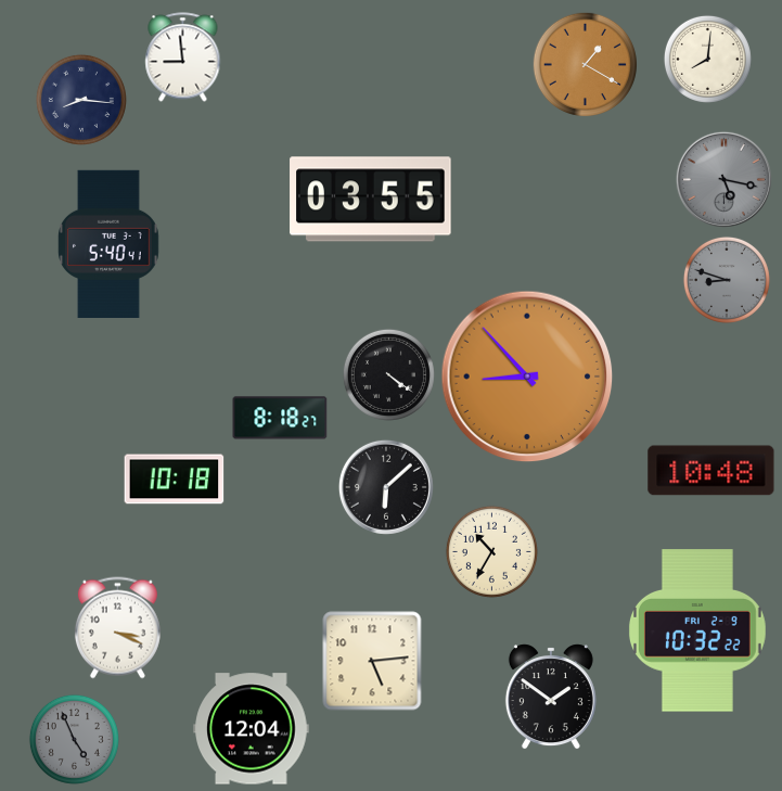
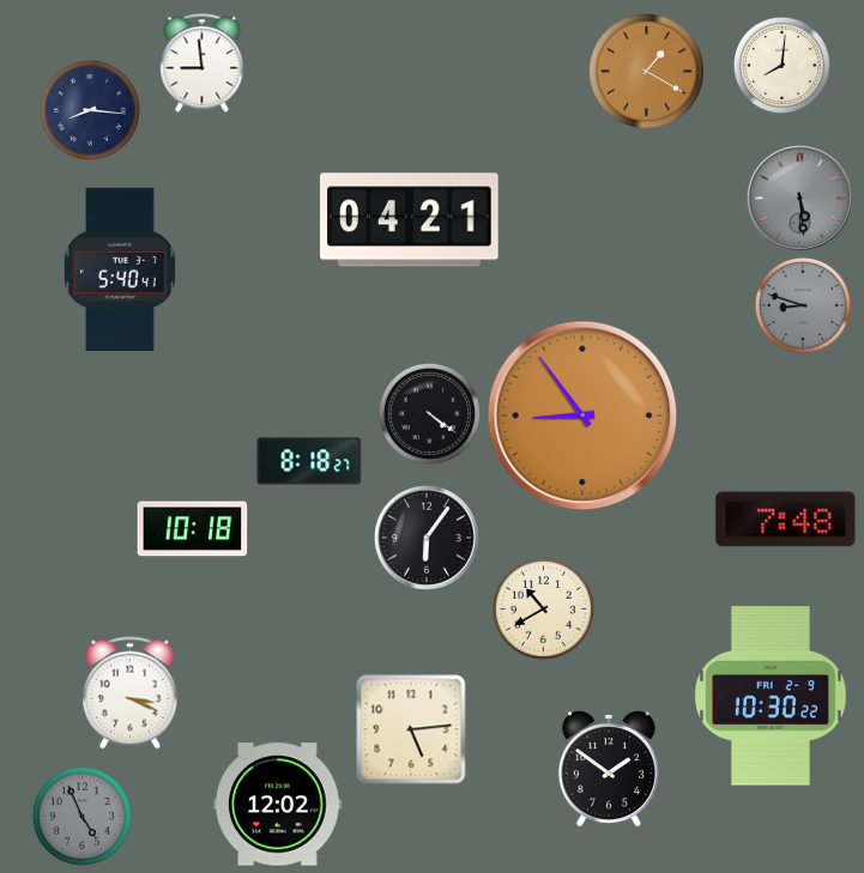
clock at (723, 179): 5:17 -> 5:29
clock at (371, 200): 03:55 -> 04:21
clock at (727, 280) position: (727, 280) -> (803, 305)
clock at (527, 377): 8:53 -> 8:54
clock at (712, 471): 10:48 -> 7:48
clock at (386, 487): 6:08 -> 6:06
clock at (491, 551): 10:35 -> 10:40
clock at (697, 630): 10:32 -> 10:30
clock at (252, 729): 12:04 -> 12:02
